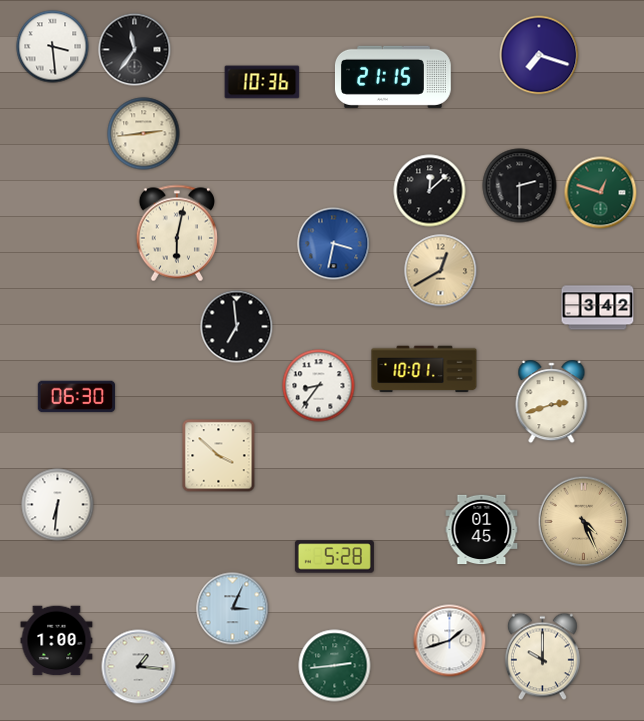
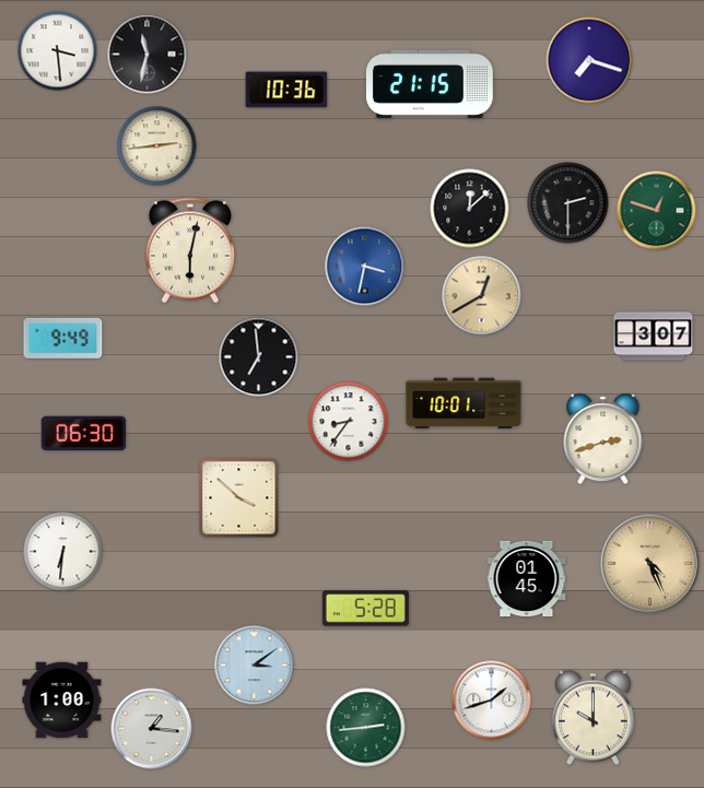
clock at (135, 50): 11:36 -> 11:32
clock at (176, 233) position: (176, 233) -> (189, 250)
clock at (598, 308): 3:42 -> 3:07
clock at (63, 338): none -> 9:49
clock at (584, 522) position: (584, 522) -> (650, 564)
clock at (233, 609): 3:04 -> 3:09
